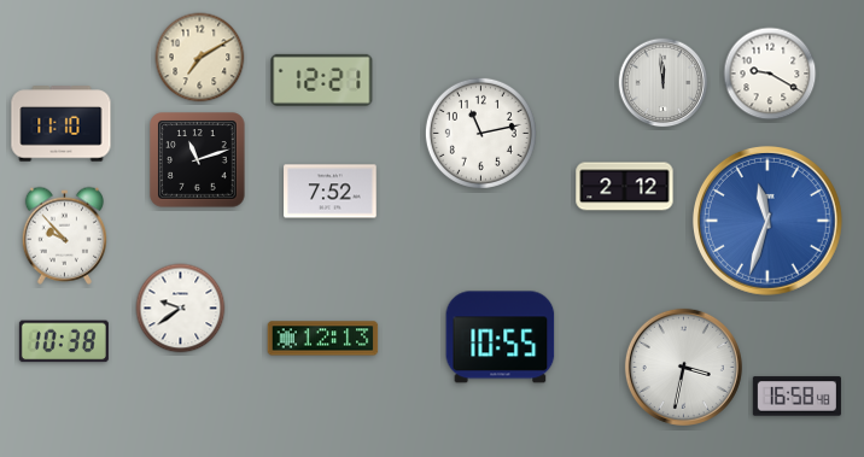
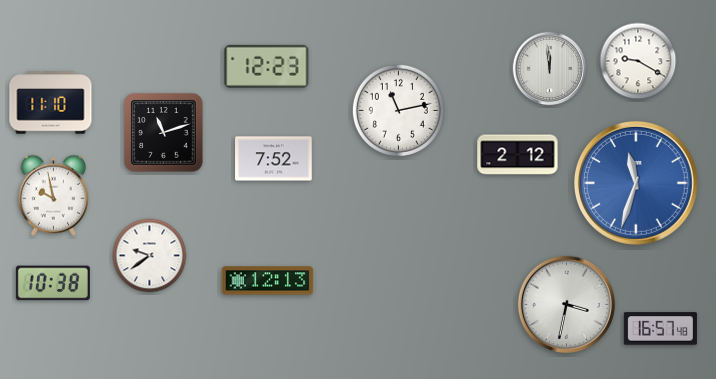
clock at (200, 58): 7:10 -> none
clock at (322, 80): 12:21 -> 12:23
clock at (64, 235): 9:53 -> 9:58
clock at (501, 338): 10:55 -> none
clock at (796, 397): 16:58 -> 16:57
